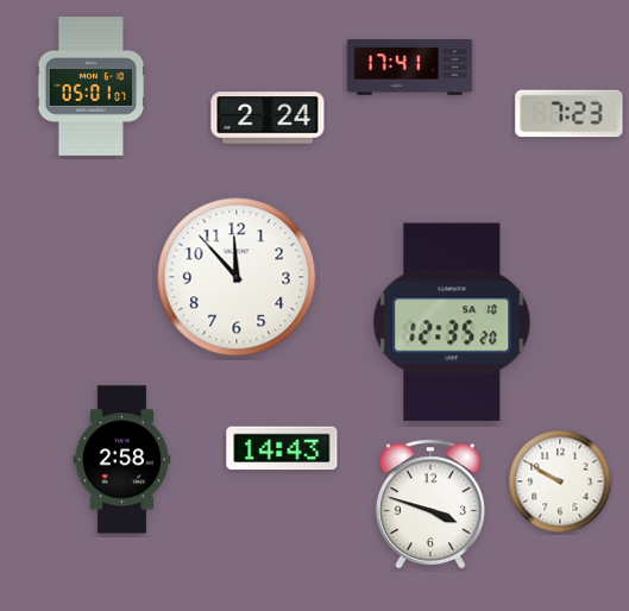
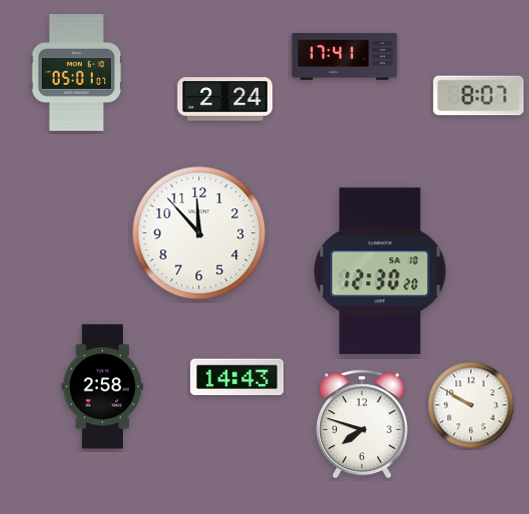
clock at (570, 114): 7:23 -> 8:07
clock at (452, 322): 12:35 -> 12:30
clock at (430, 504): 3:48 -> 7:48
